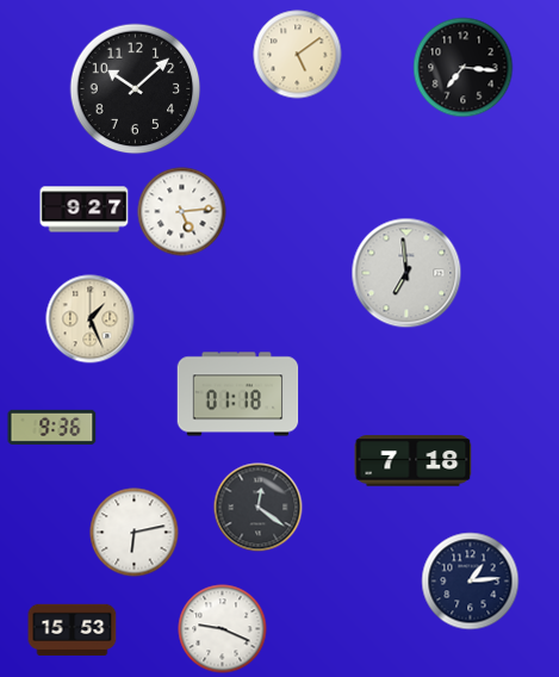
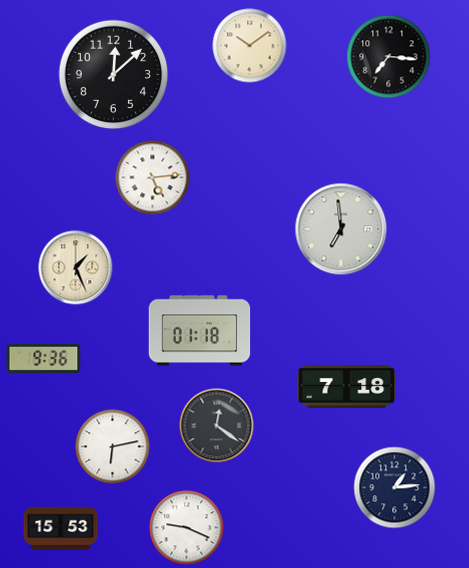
clock at (298, 55): 5:09 -> 10:09
clock at (136, 89): 10:08 -> 12:08
clock at (85, 210): 9:27 -> none
